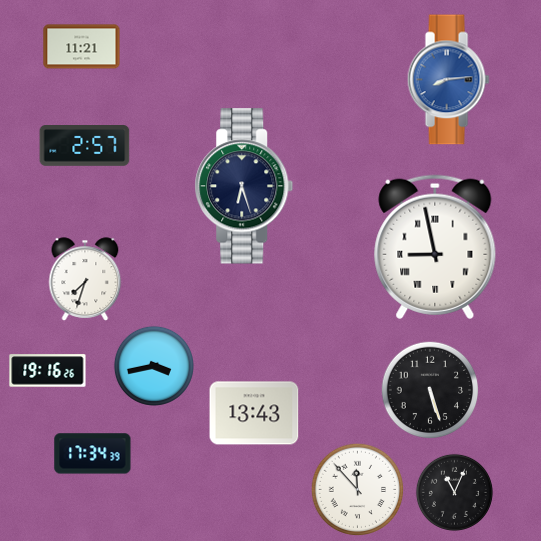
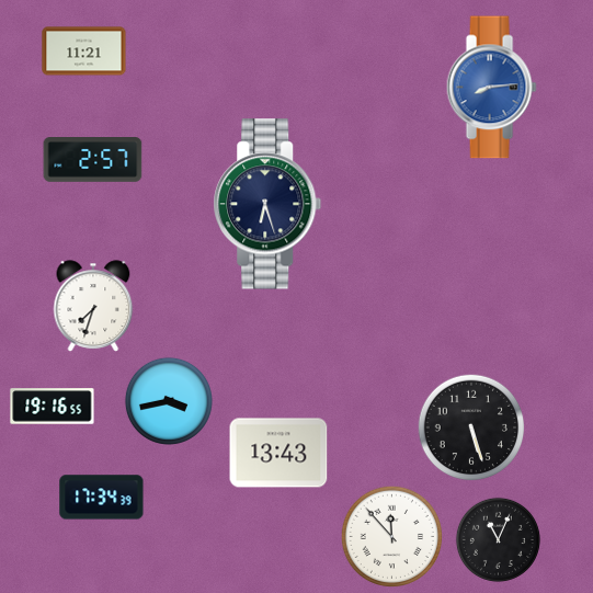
clock at (82, 47) position: (82, 47) -> (84, 52)
clock at (435, 247): 8:58 -> none
clock at (48, 371): 19:16:26 -> 19:16:55
